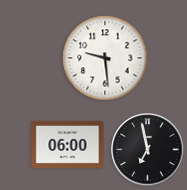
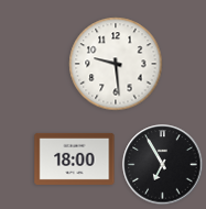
clock at (68, 144): 06:00 -> 18:00
clock at (148, 150): 6:58 -> 6:55
